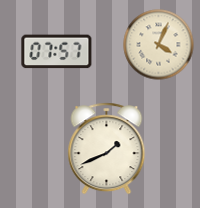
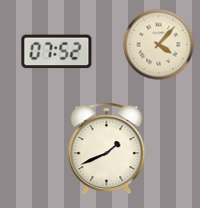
clock at (159, 45): 4:04 -> 4:07
clock at (57, 52): 07:57 -> 07:52
